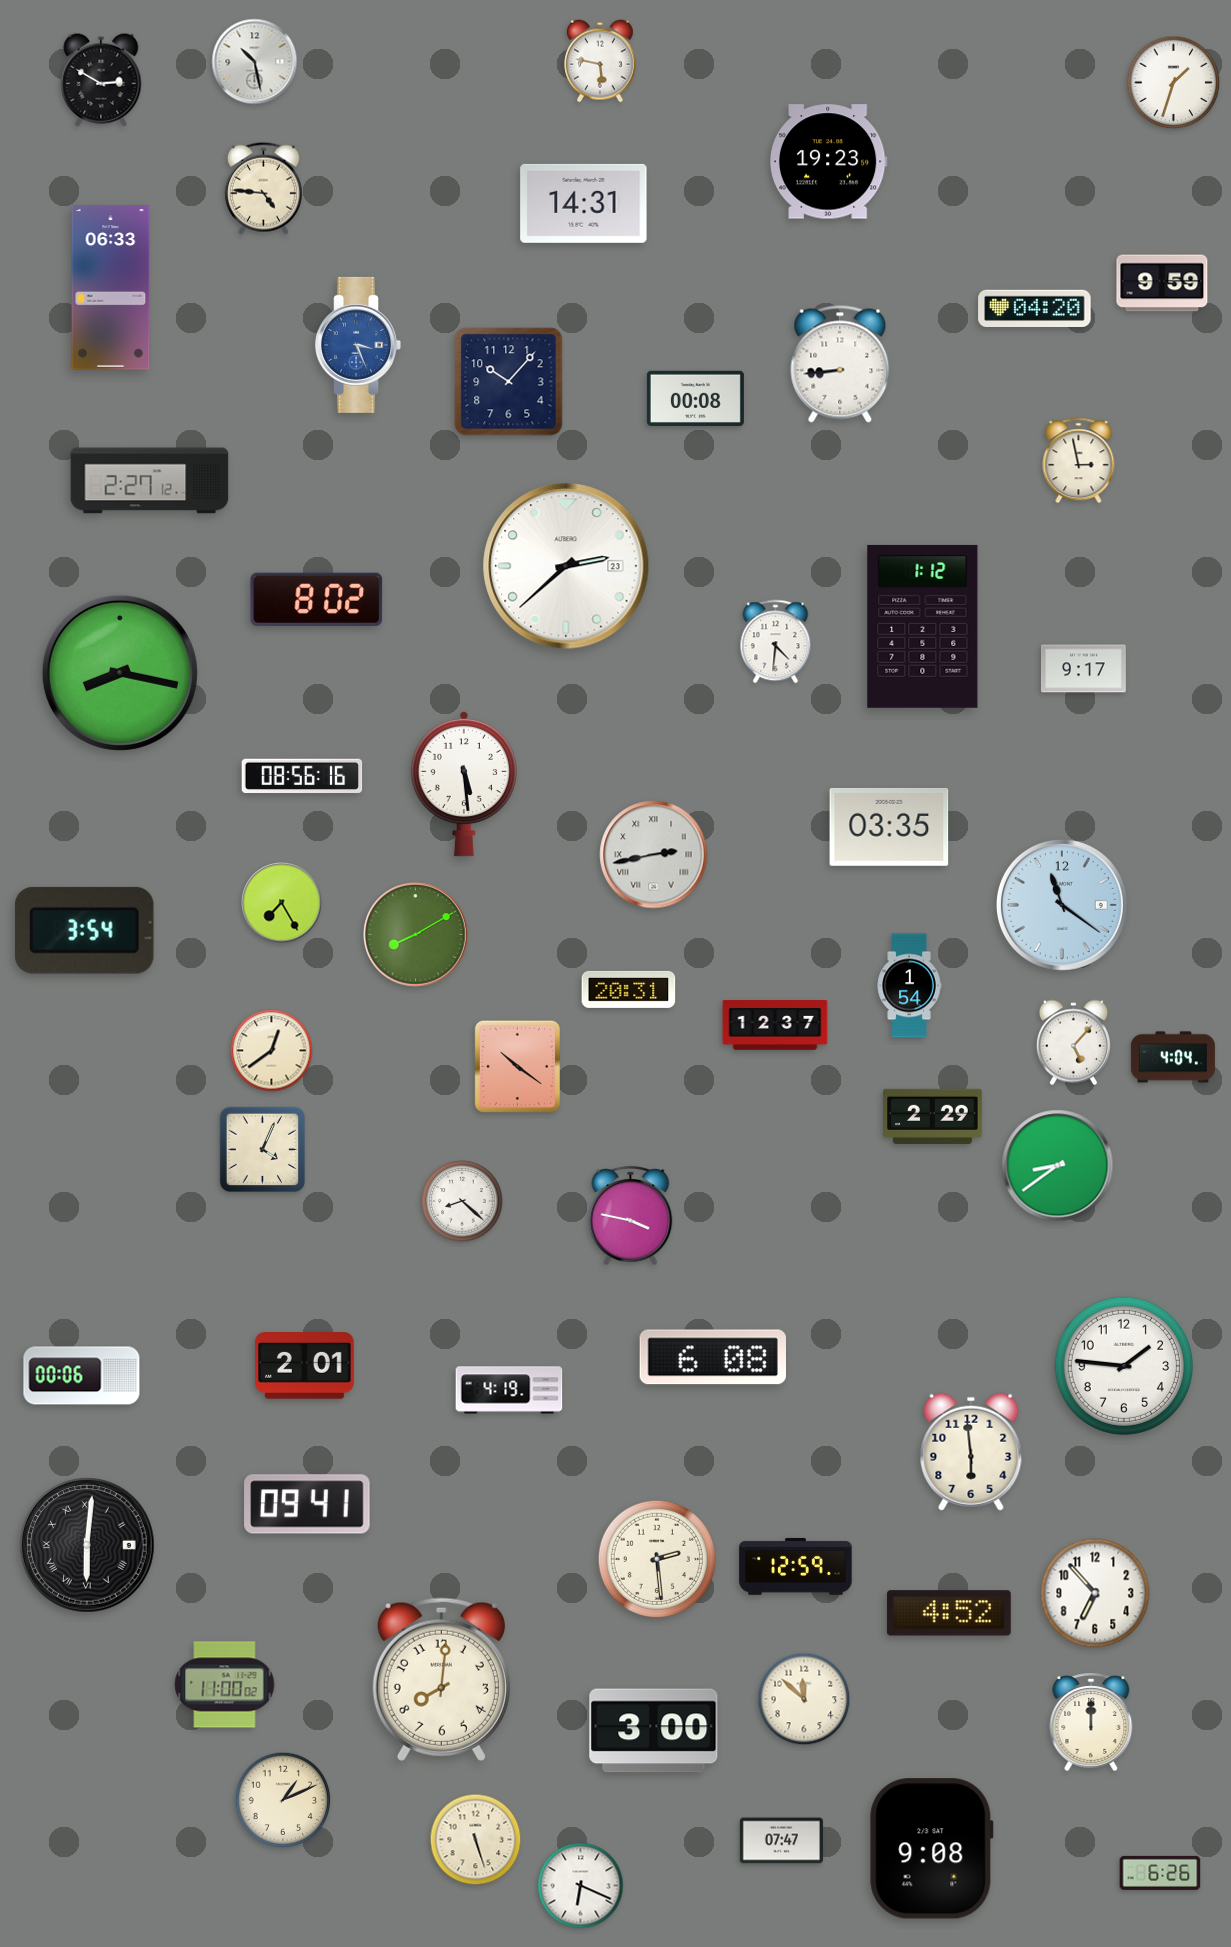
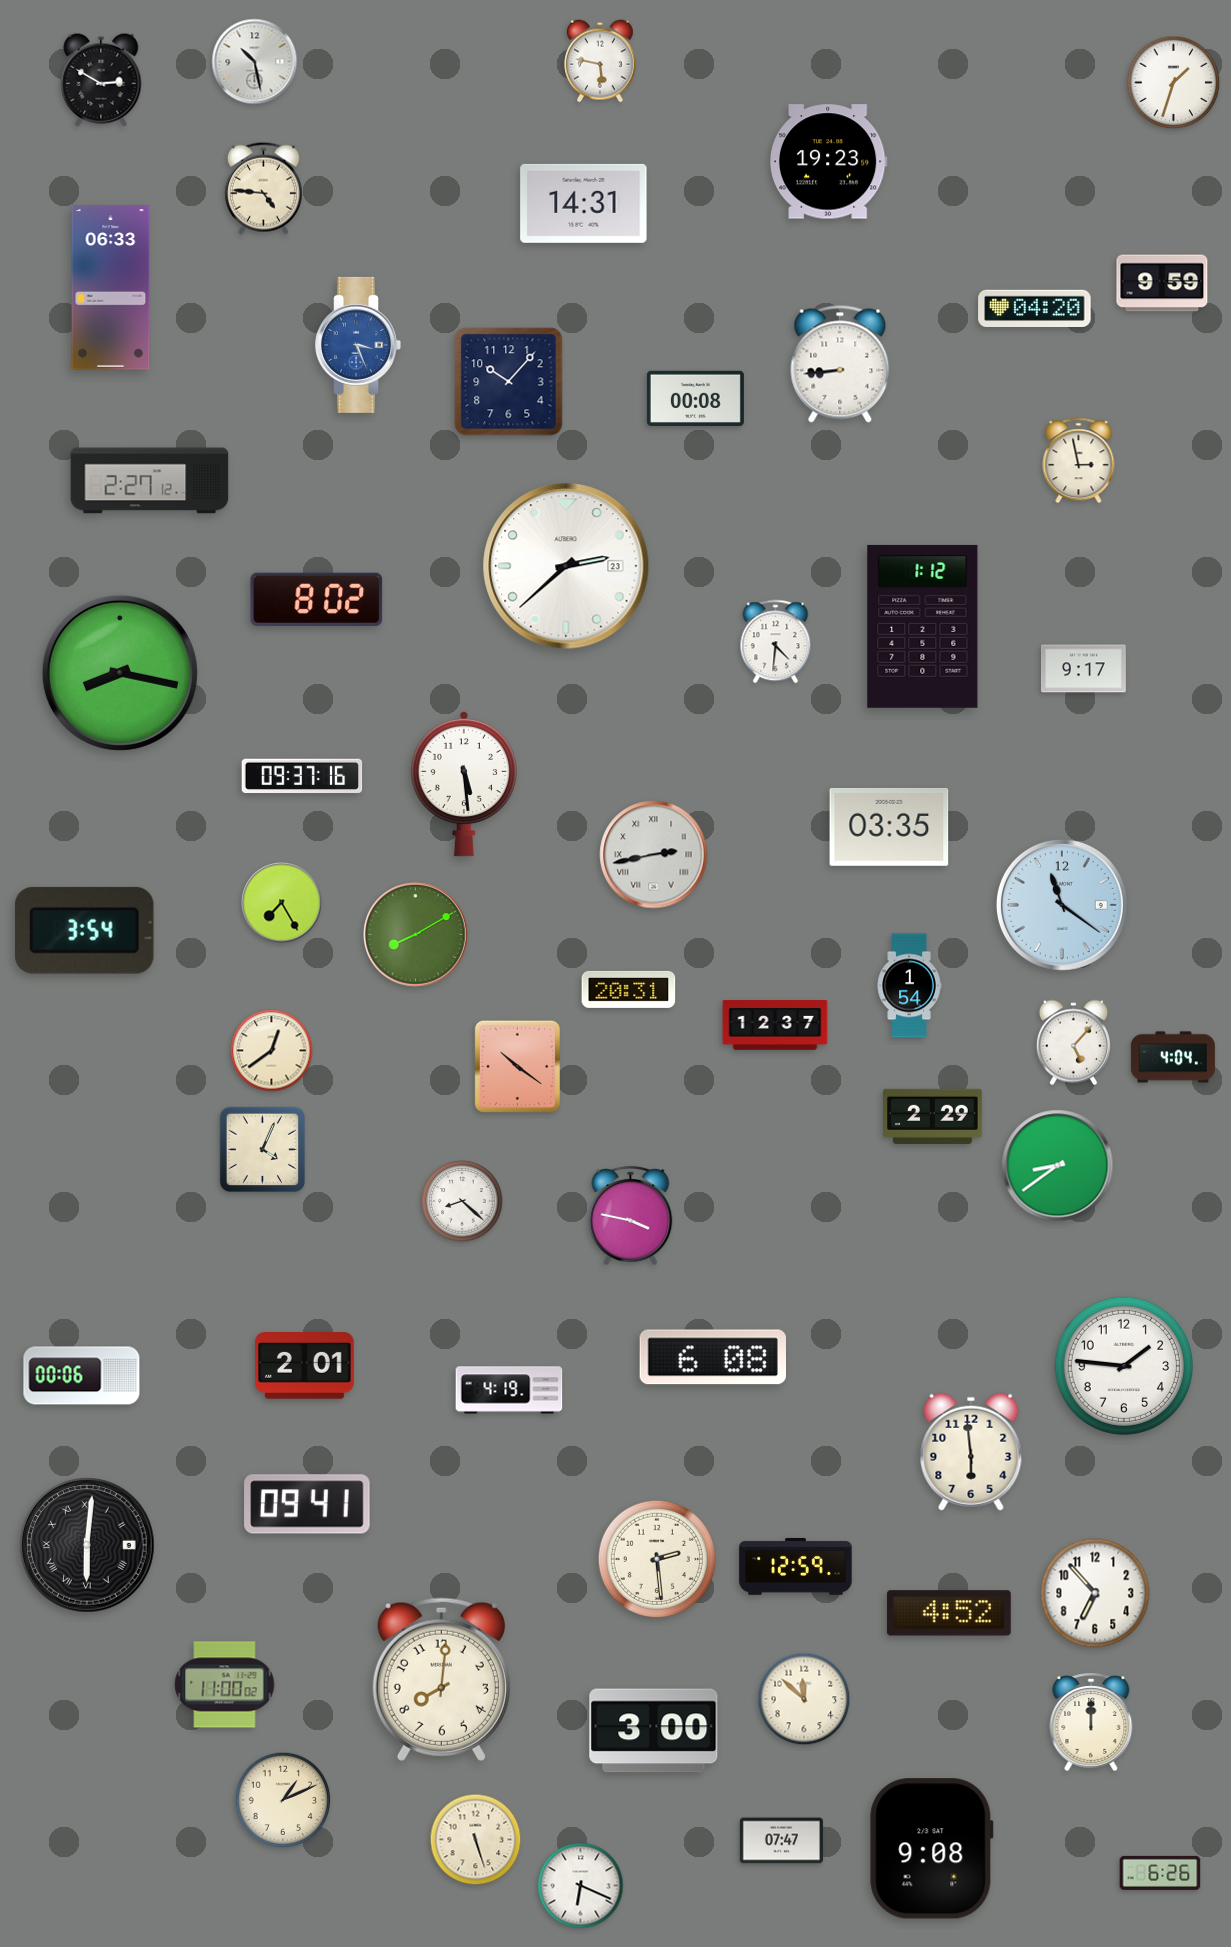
clock at (302, 776): 08:56 -> 09:37
